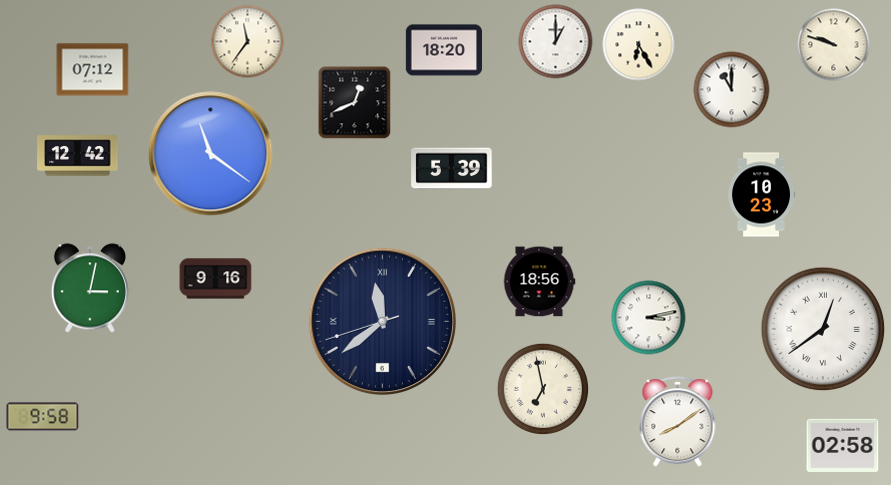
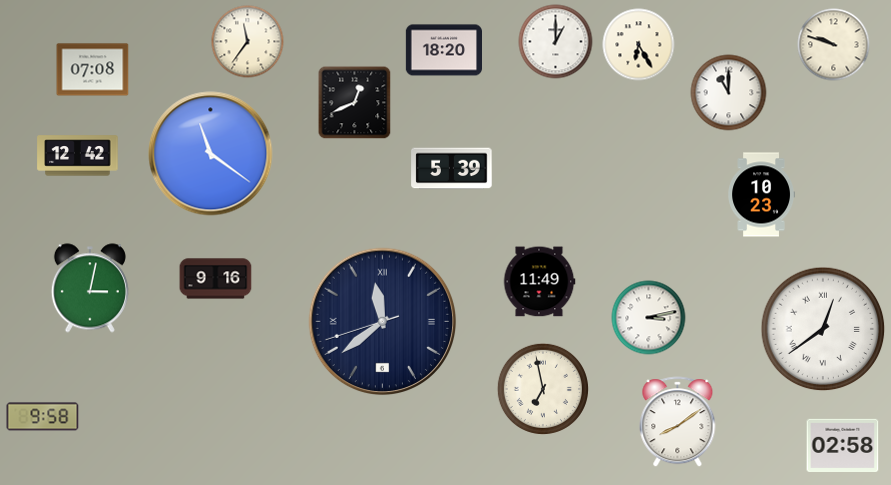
clock at (93, 70): 07:12 -> 07:08
clock at (732, 90) position: (732, 90) -> (729, 93)
clock at (539, 282): 18:56 -> 11:49
